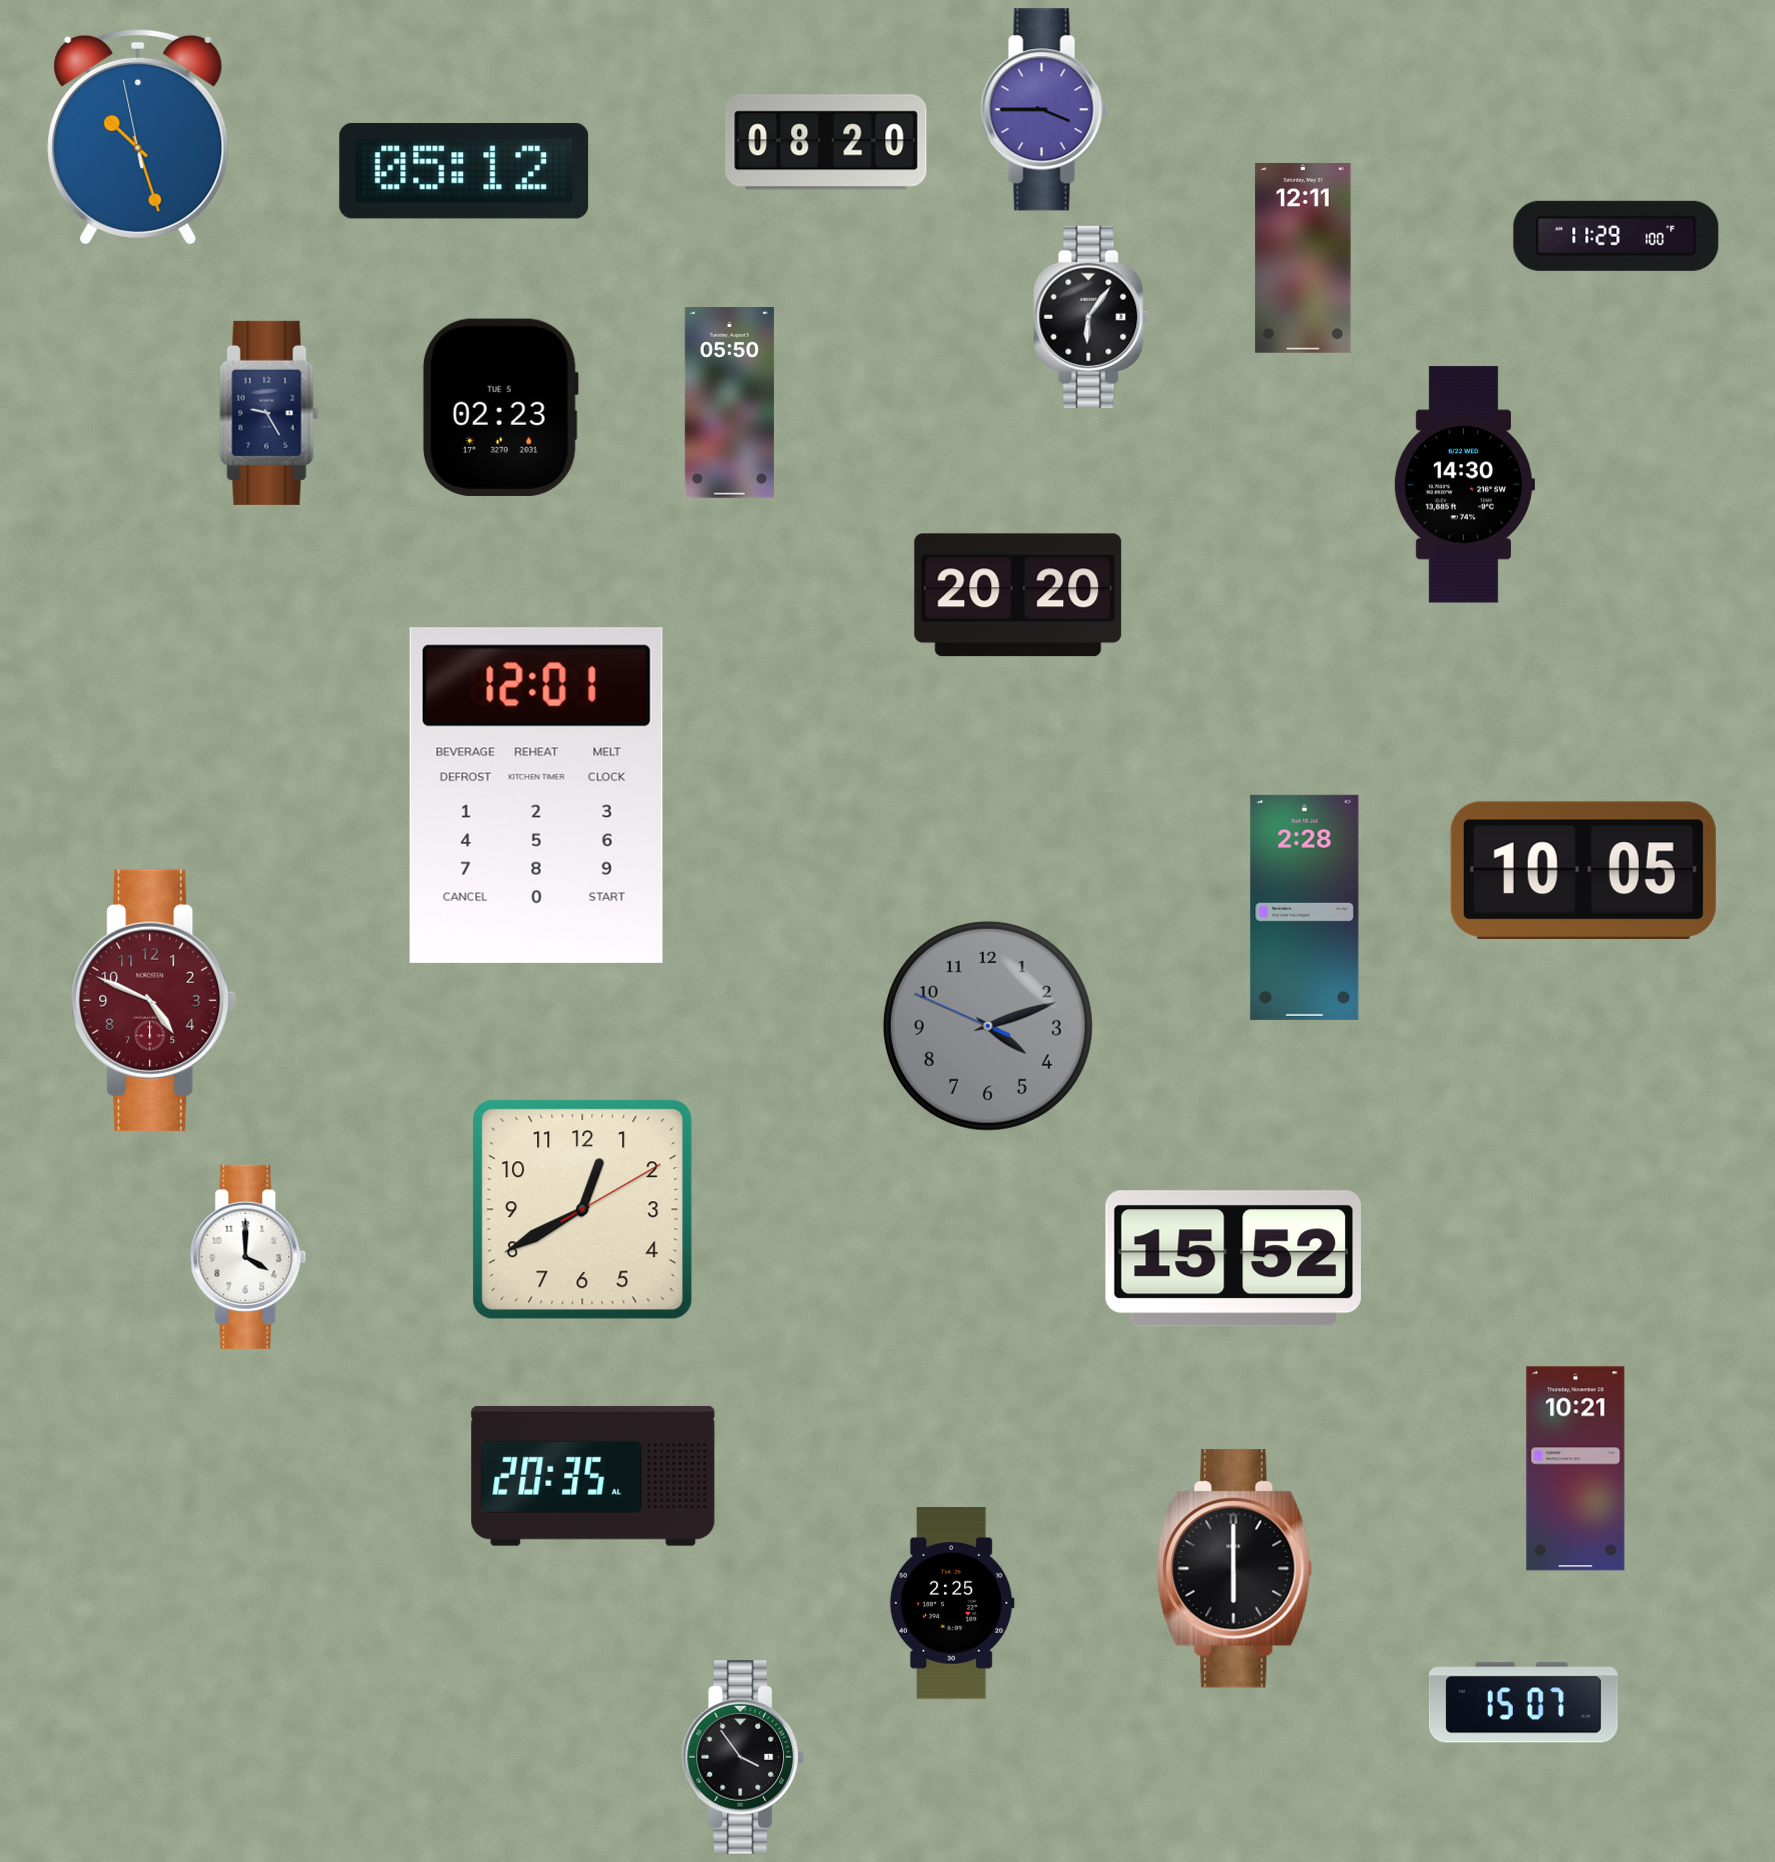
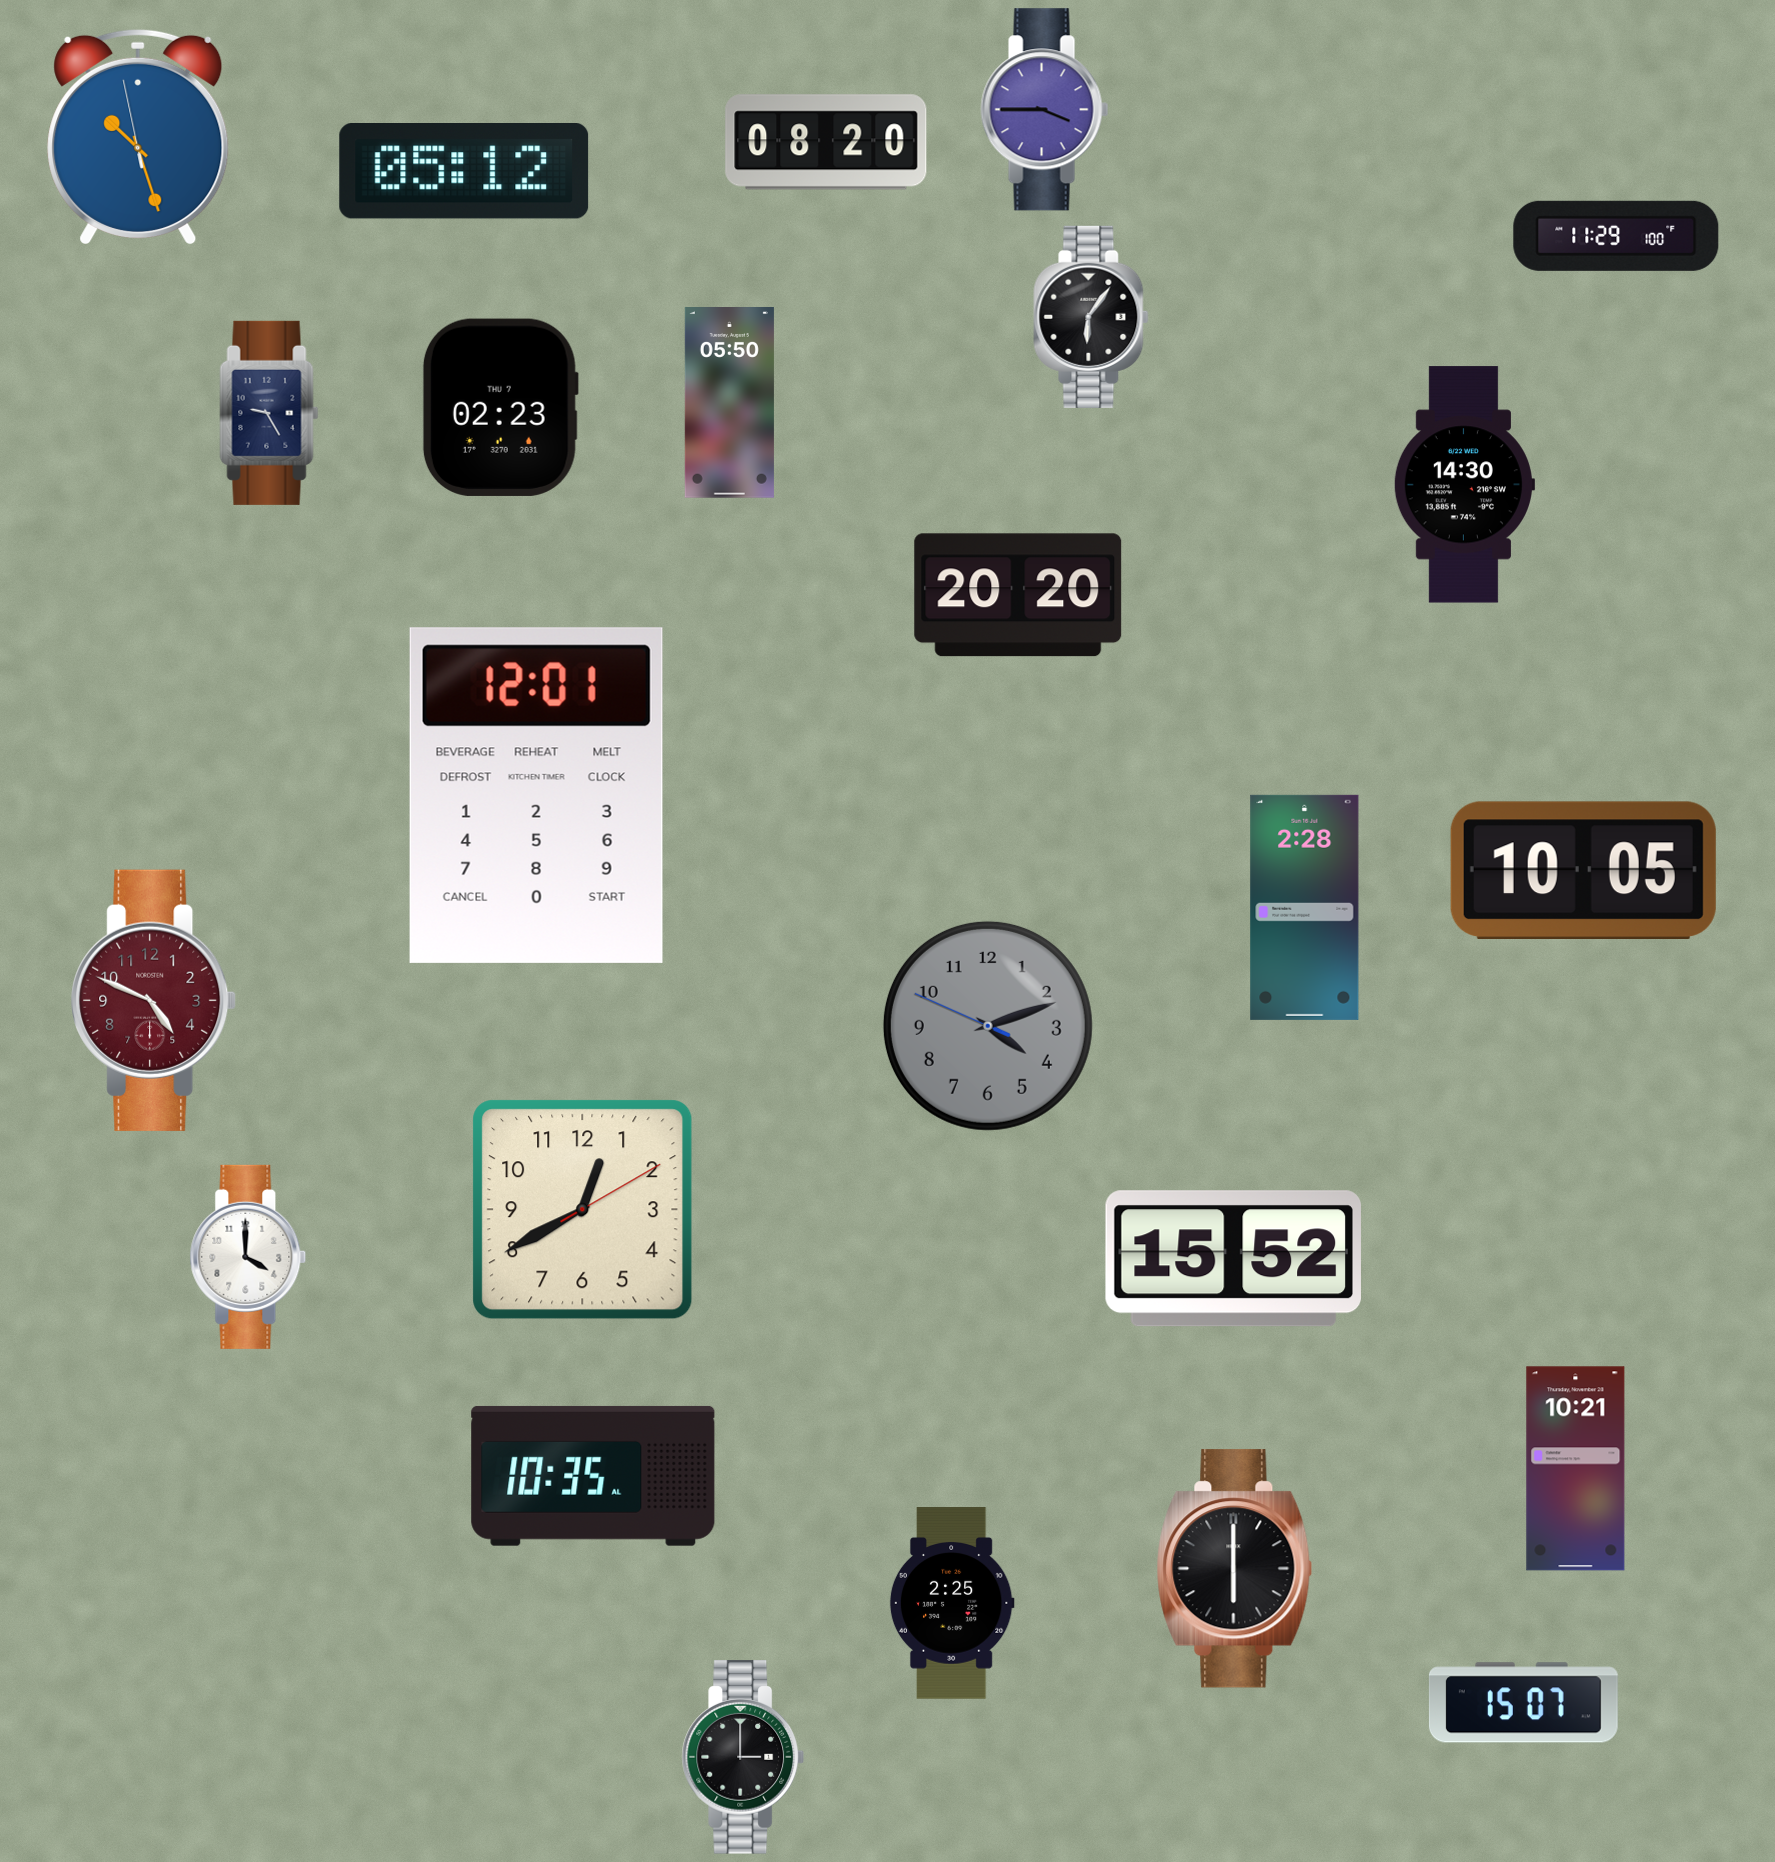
clock at (1303, 258): 12:11 -> none
clock at (500, 407) date: TUE 5 -> THU 7
clock at (593, 1476): 20:35 -> 10:35
clock at (743, 1757): 3:54 -> 3:00
